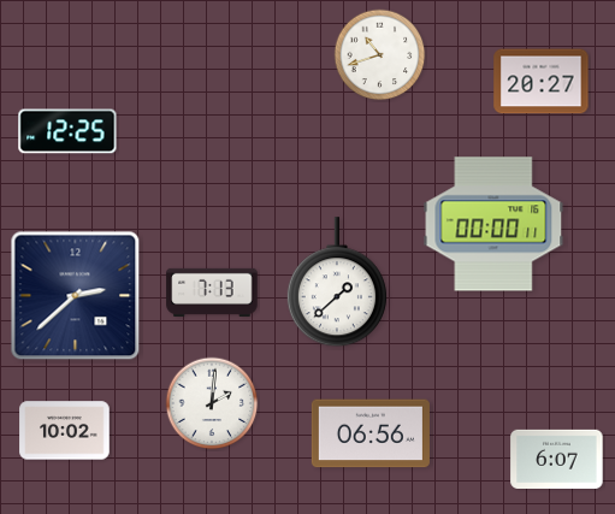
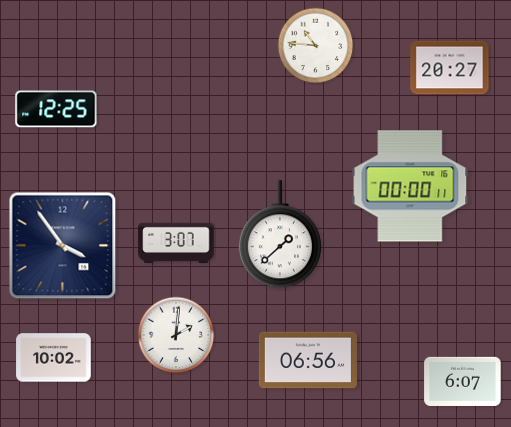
clock at (380, 55): 10:42 -> 10:46
clock at (212, 291): 7:13 -> 3:07
clock at (76, 296): 2:38 -> 3:54
